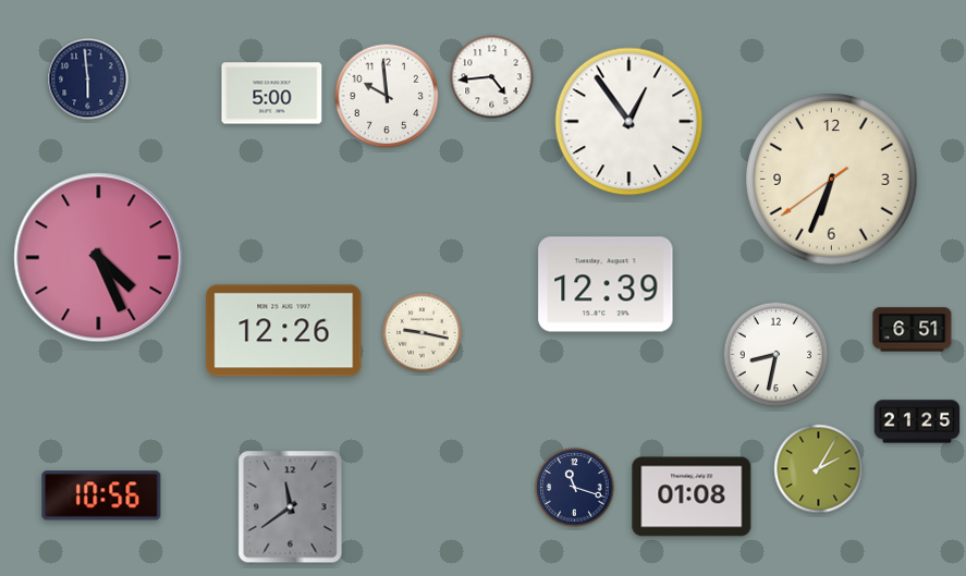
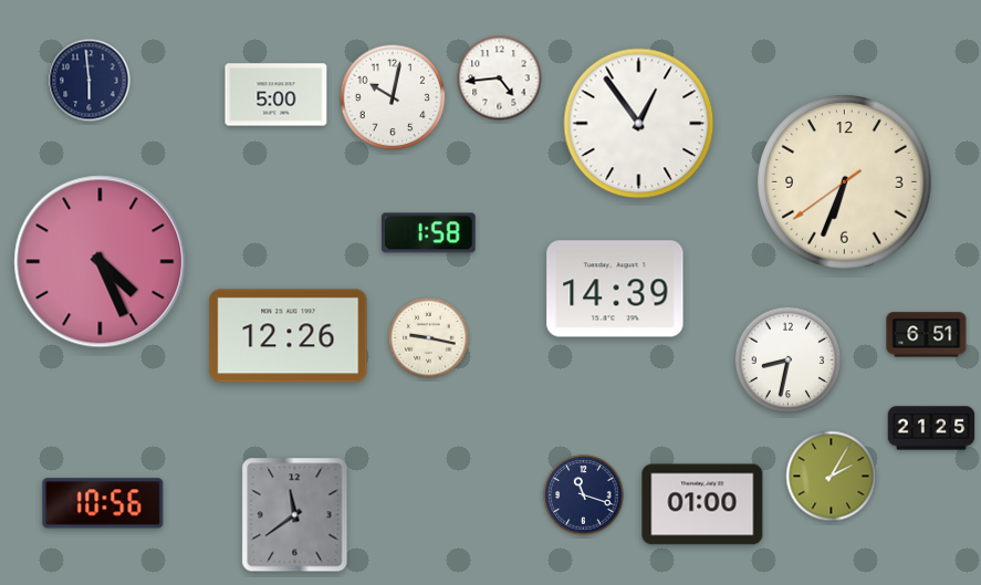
clock at (387, 96): 9:59 -> 10:02
clock at (429, 233): none -> 1:58
clock at (606, 284): 12:39 -> 14:39
clock at (692, 497): 01:08 -> 01:00
